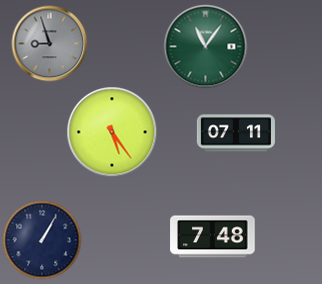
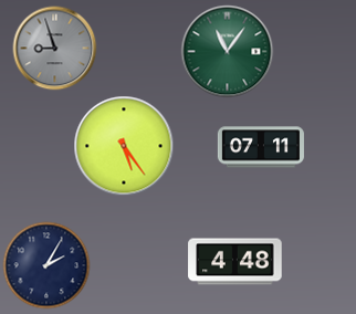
clock at (213, 237): 7:48 -> 4:48
clock at (42, 240): 1:05 -> 2:05
